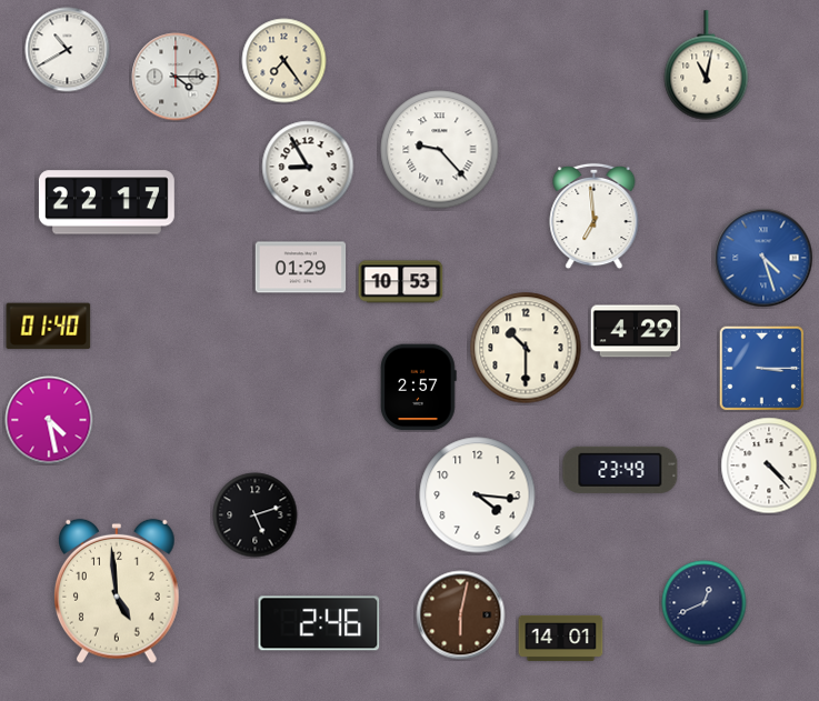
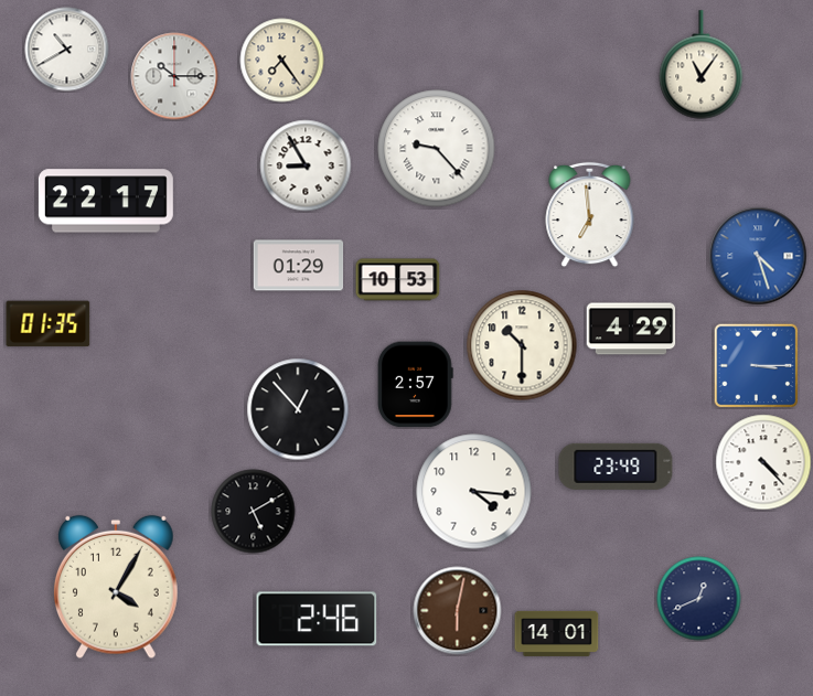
clock at (707, 66): 11:02 -> 11:06
clock at (176, 77): 4:15 -> 10:15
clock at (49, 327): 01:40 -> 01:35
clock at (298, 409): none -> 12:53
clock at (49, 420): 4:28 -> none
clock at (256, 515): 5:12 -> 5:10
clock at (118, 591): 4:59 -> 4:05
